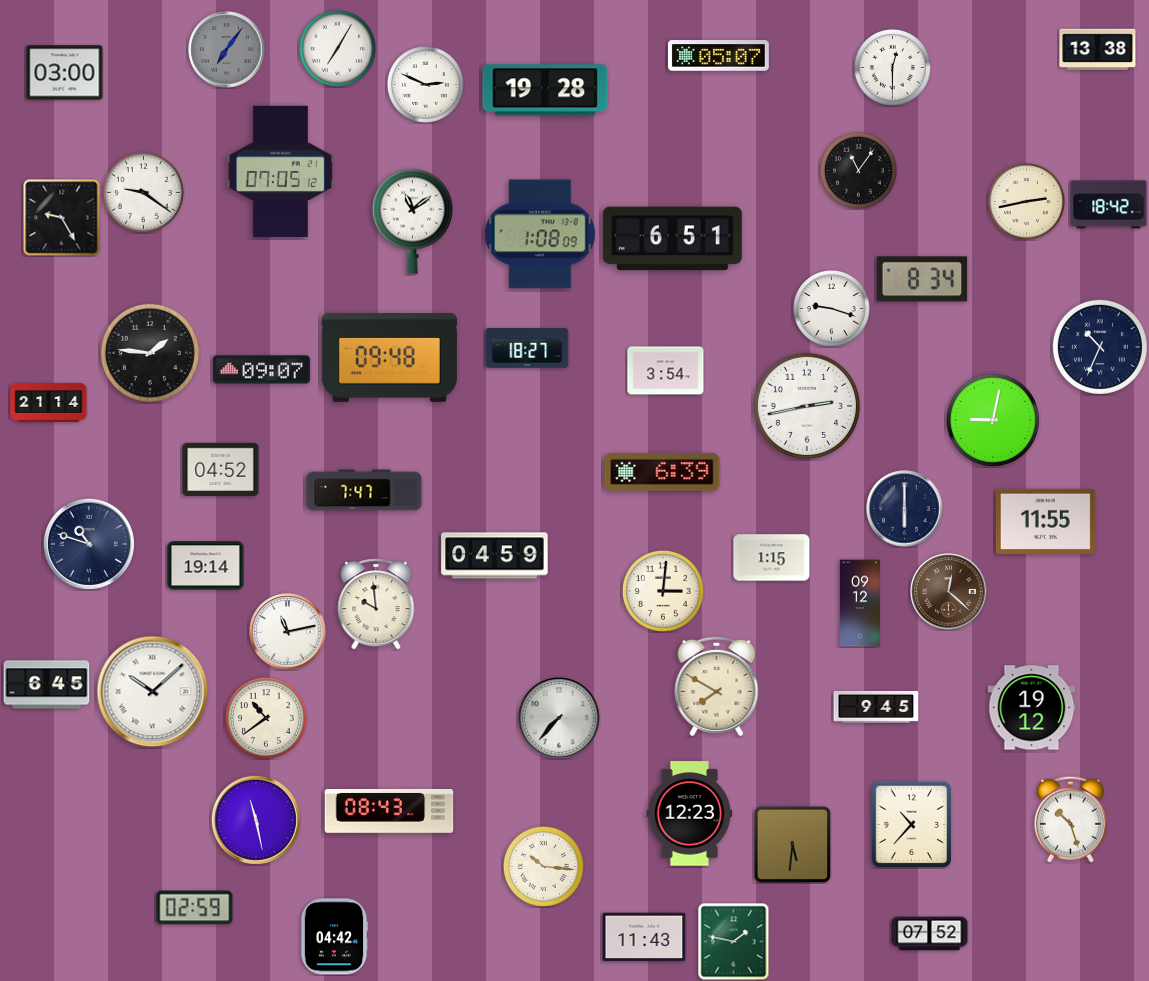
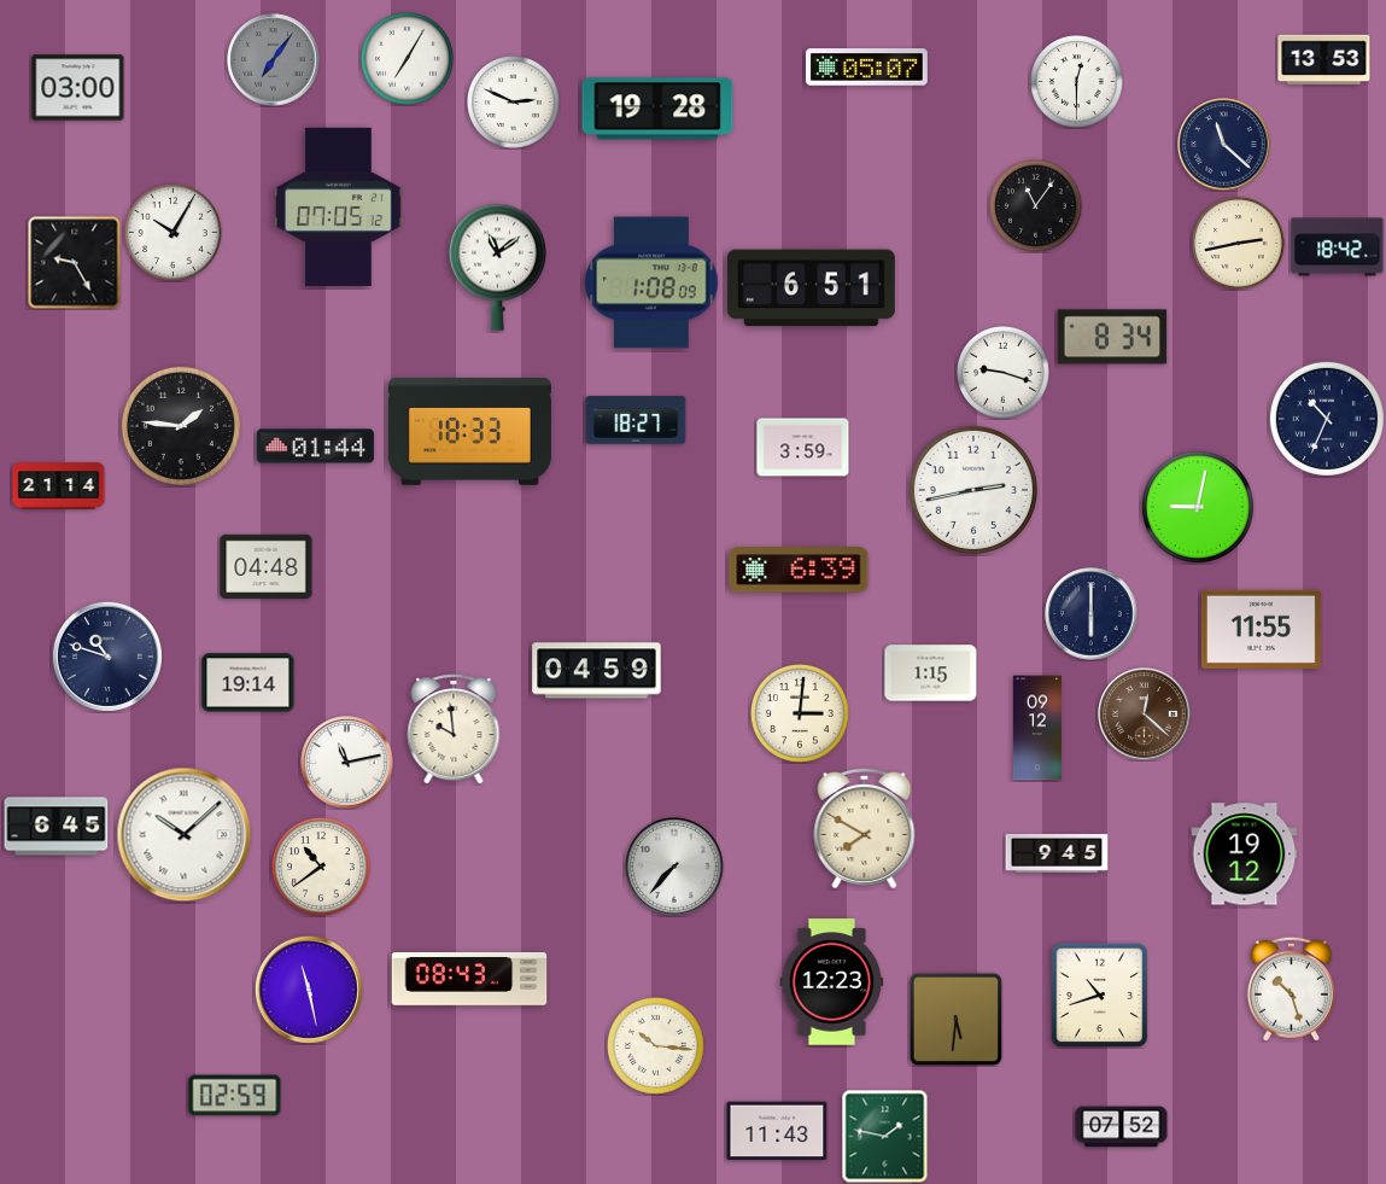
clock at (1098, 49): 13:38 -> 13:53
clock at (1224, 145): none -> 11:22
clock at (143, 192): 9:21 -> 10:05
clock at (389, 357): 09:48 -> 18:33
clock at (261, 370): 09:07 -> 01:44
clock at (666, 371): 3:54 -> 3:59
clock at (221, 469): 04:52 -> 04:48
clock at (364, 490): 7:47 -> none
clock at (912, 824): 10:37 -> 10:42
clock at (334, 937): 04:42 -> none
